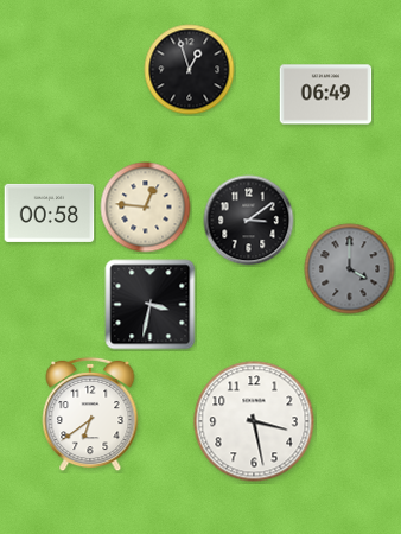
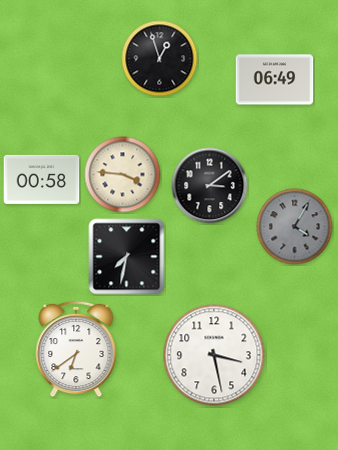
clock at (146, 208): 12:46 -> 3:46
clock at (350, 269): 4:00 -> 4:05
clock at (151, 305): 3:32 -> 7:32
